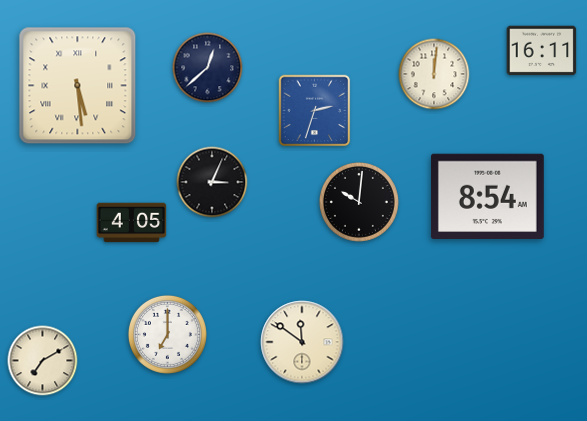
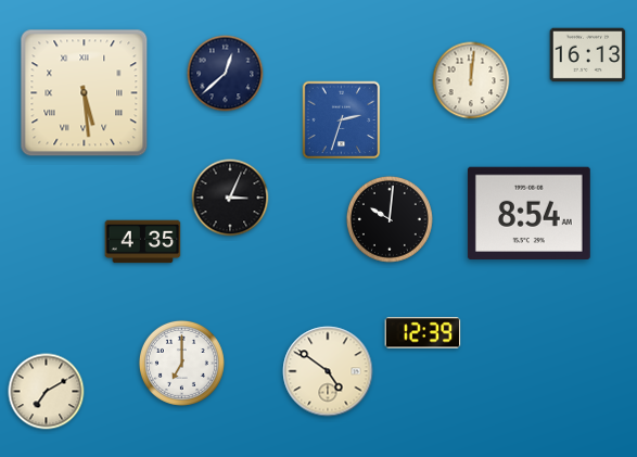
clock at (542, 51): 16:11 -> 16:13
clock at (132, 223): 4:05 -> 4:35
clock at (423, 333): none -> 12:39
clock at (302, 342): 11:51 -> 4:51
